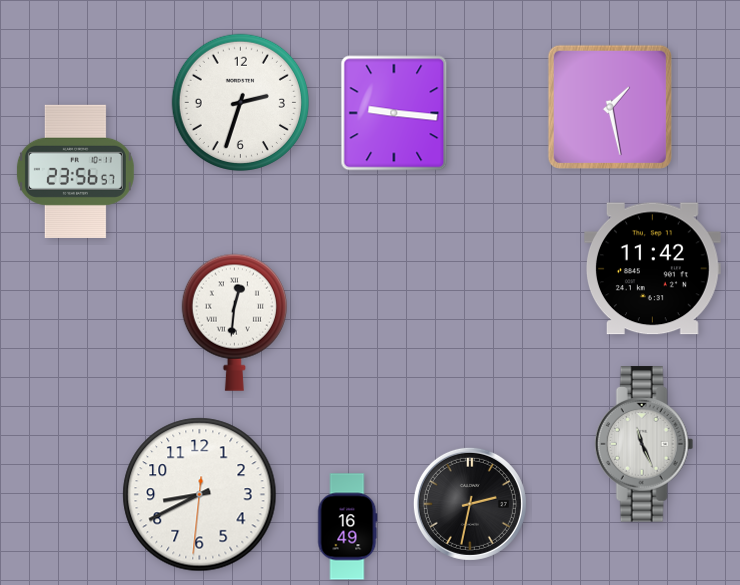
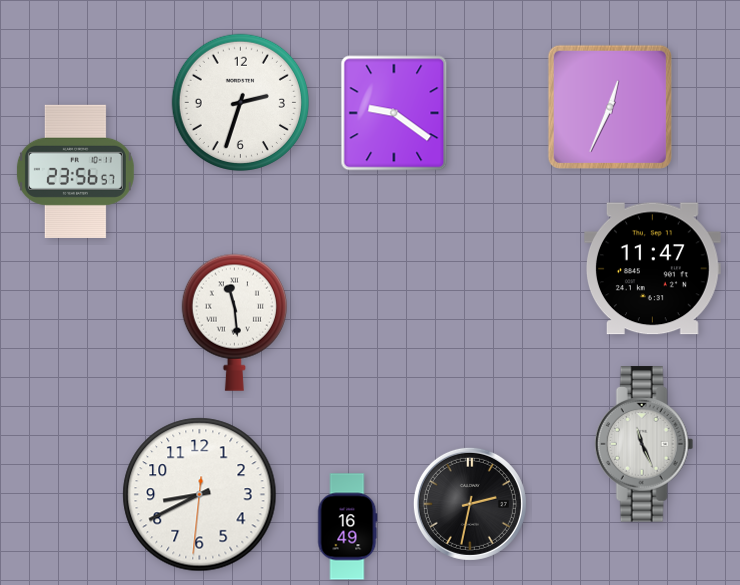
clock at (610, 107): 1:28 -> 12:34
clock at (394, 113): 9:16 -> 9:21
clock at (652, 269): 11:42 -> 11:47
clock at (234, 322): 12:31 -> 11:29
